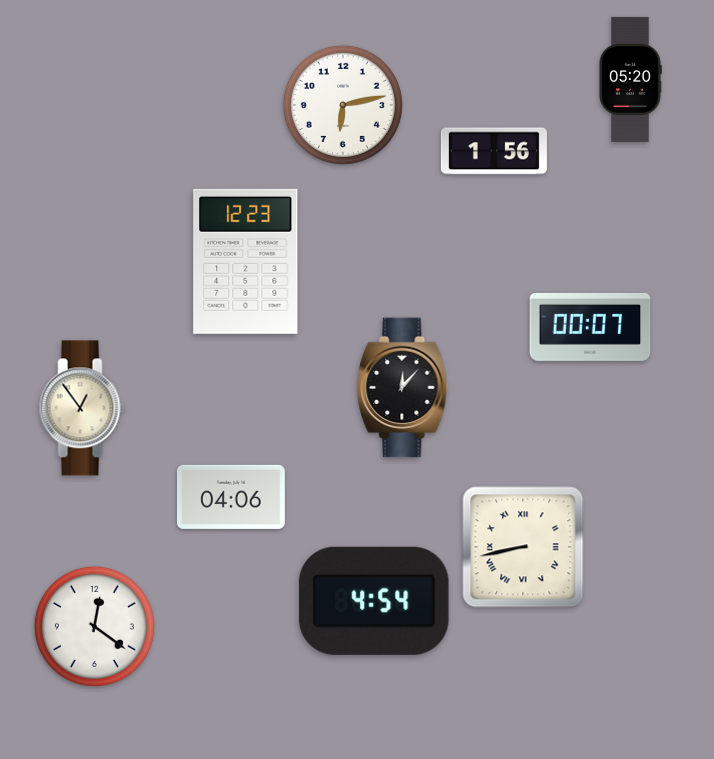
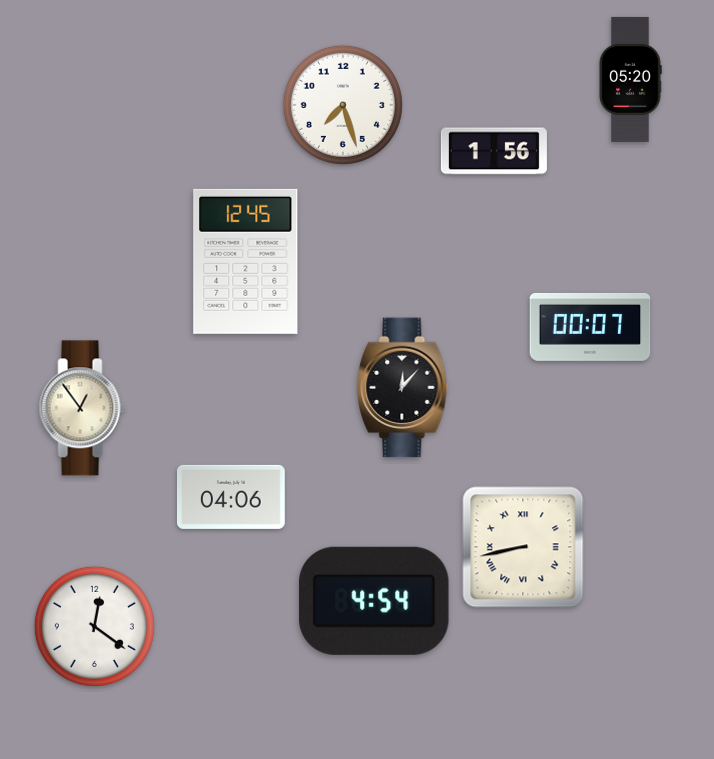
clock at (343, 105): 6:13 -> 7:27
clock at (246, 261): 12:23 -> 12:45
